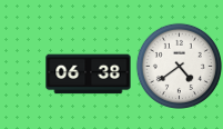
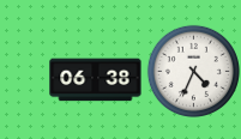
clock at (179, 66): 4:39 -> 4:34
